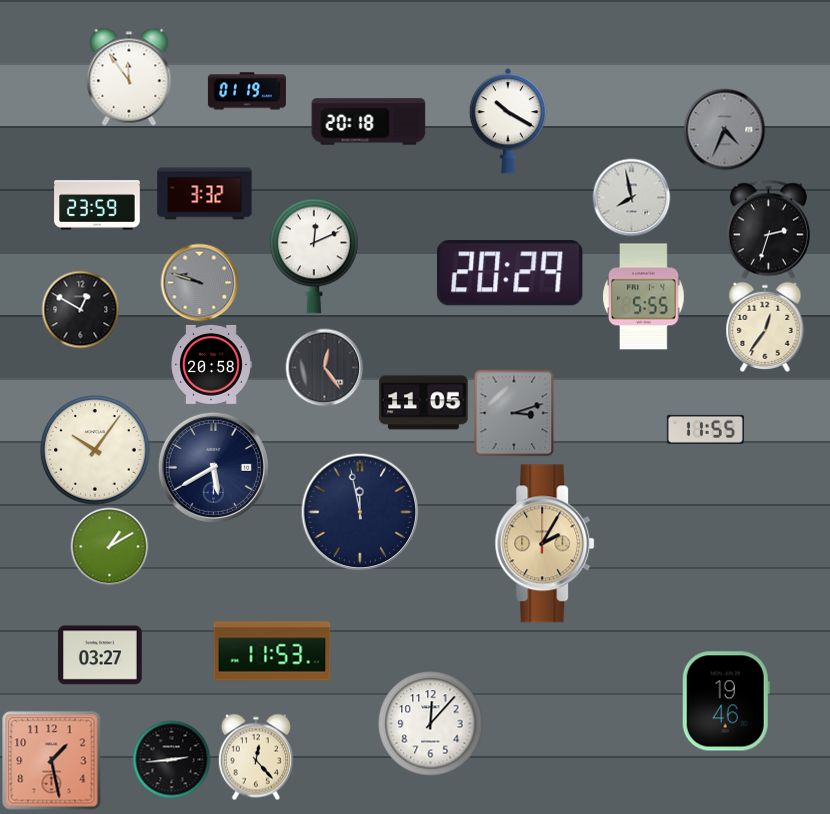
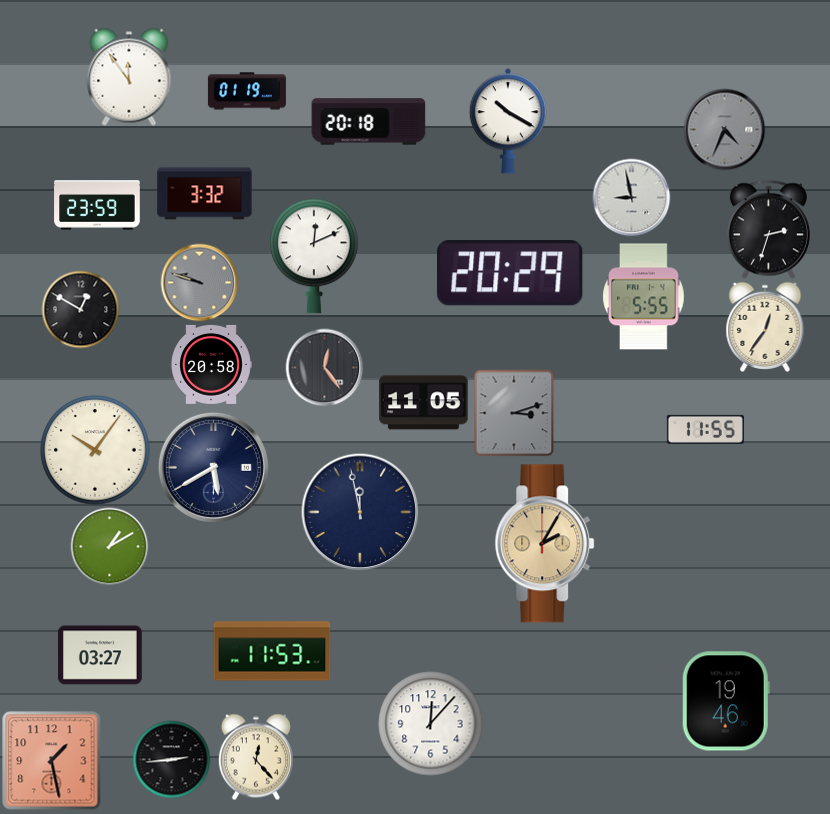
clock at (631, 197): 7:58 -> 8:58
